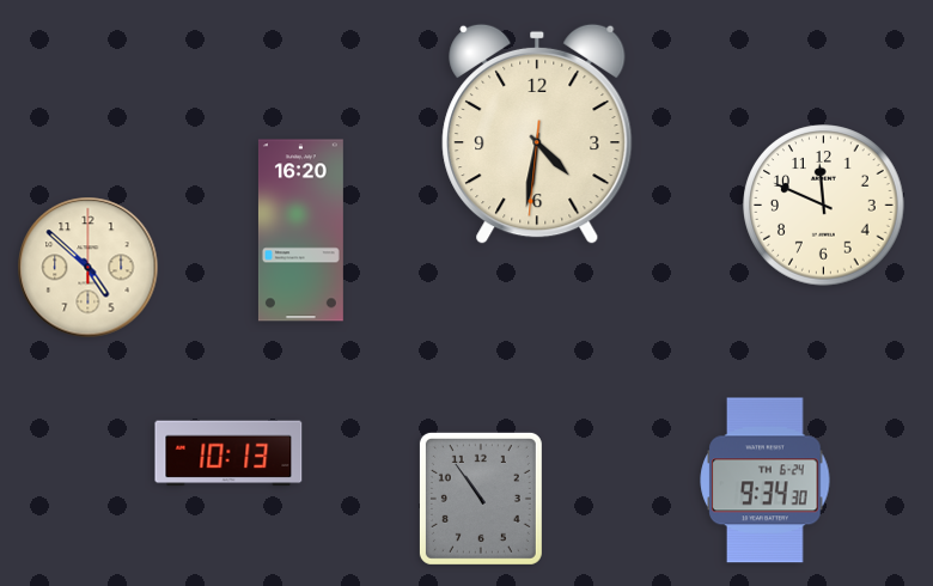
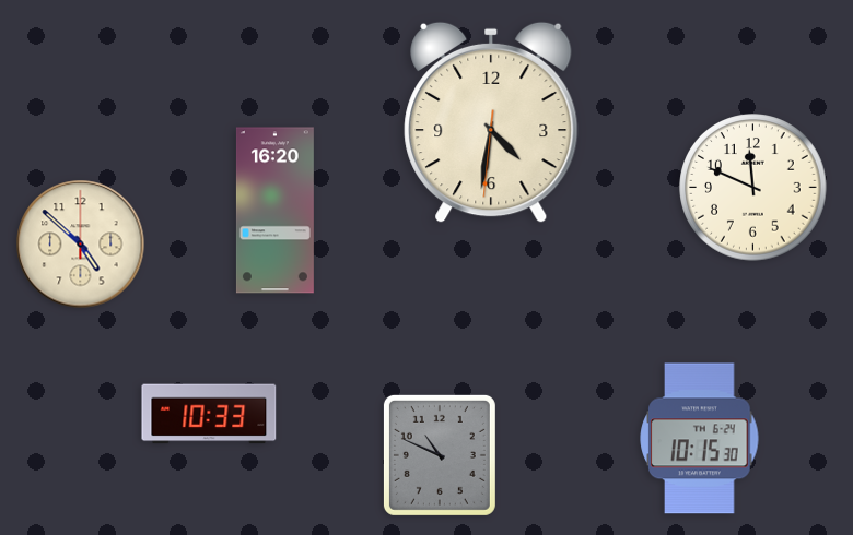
clock at (228, 453): 10:13 -> 10:33
clock at (766, 481): 9:34 -> 10:15
clock at (481, 499): 10:54 -> 10:49
